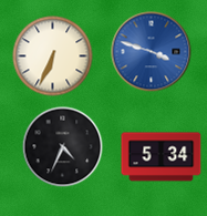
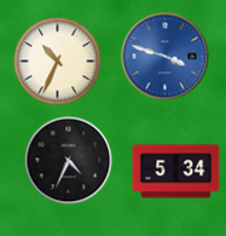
clock at (53, 56): 6:34 -> 10:34
